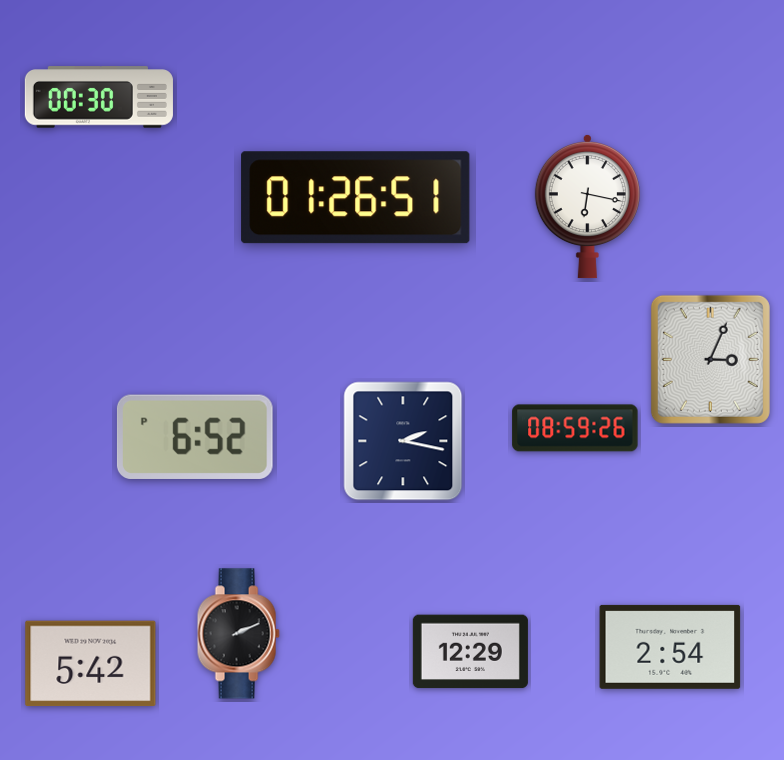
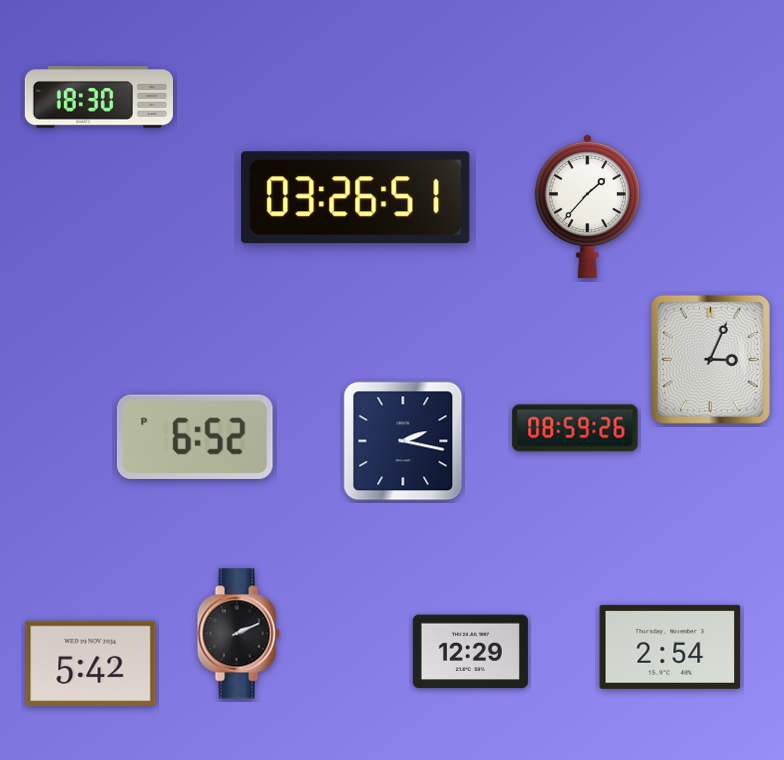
clock at (99, 97): 00:30 -> 18:30
clock at (356, 198): 01:26 -> 03:26
clock at (587, 206): 6:17 -> 1:37
